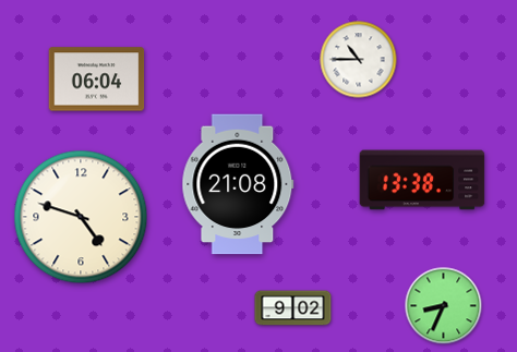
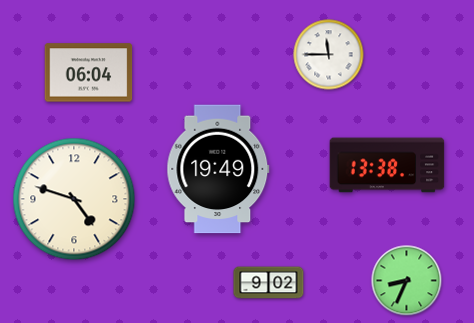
clock at (359, 60): 10:45 -> 11:45
clock at (238, 184): 21:08 -> 19:49
